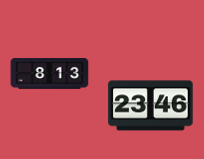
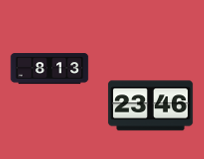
clock at (50, 74) position: (50, 74) -> (50, 69)
